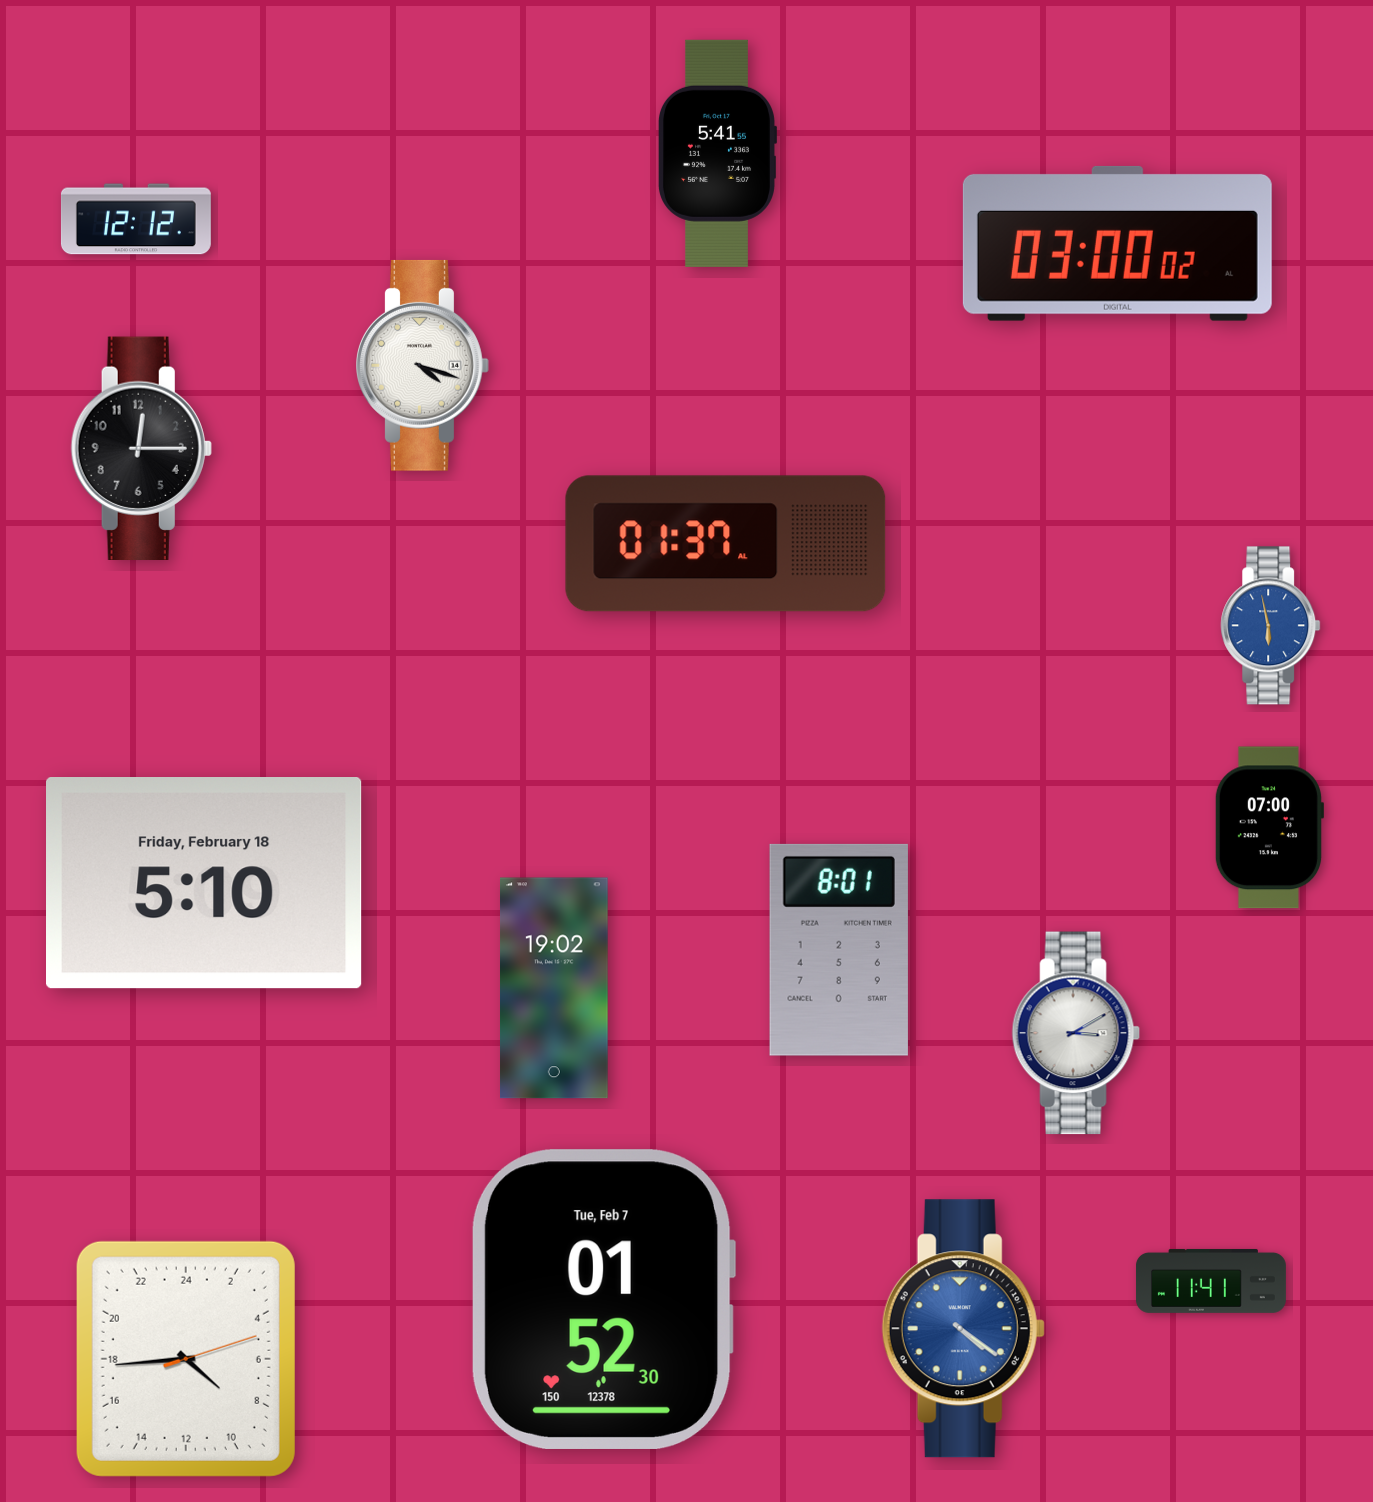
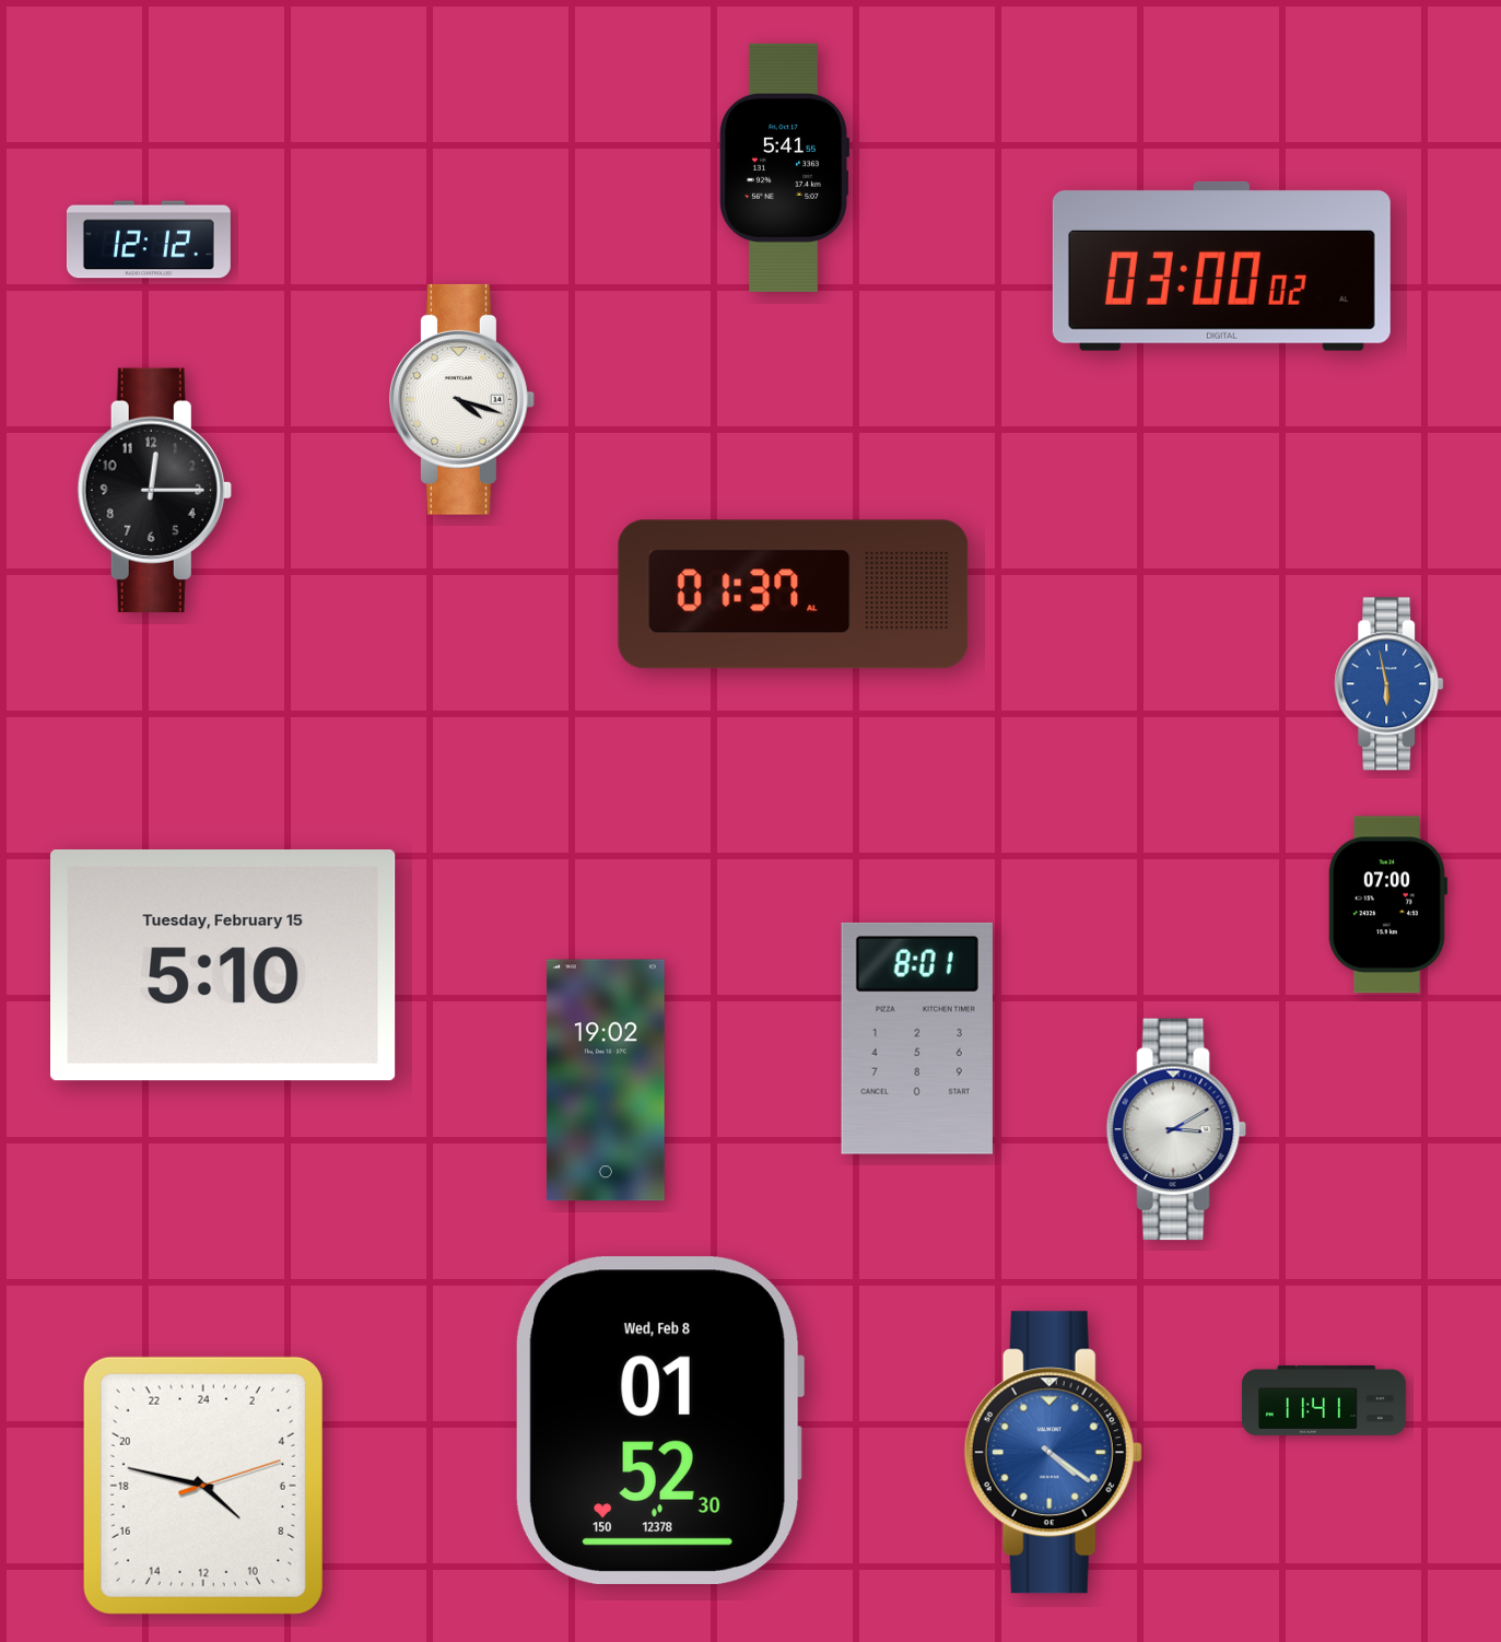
clock at (205, 884) date: Friday, February 18 -> Tuesday, February 15
clock at (603, 1299) date: Tue, Feb 7 -> Wed, Feb 8
clock at (186, 1359): 8:44 -> 8:47
